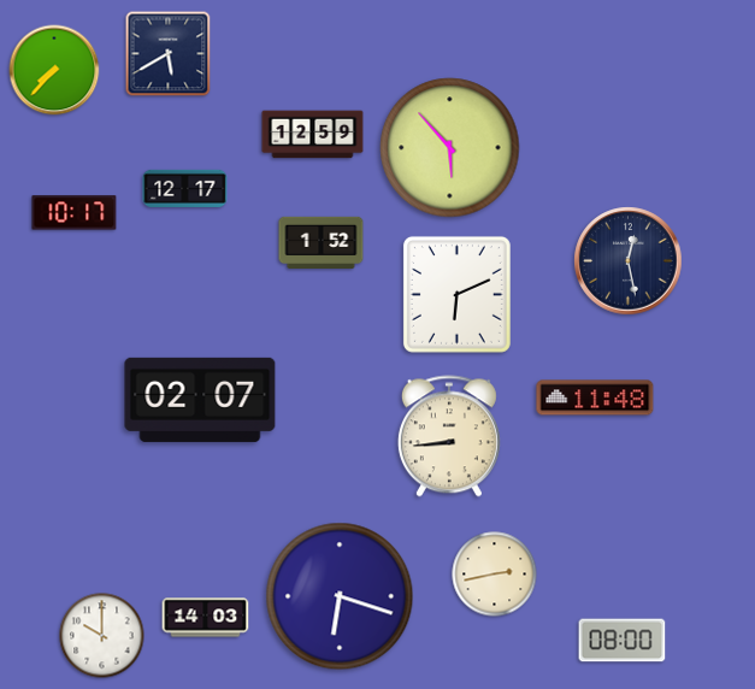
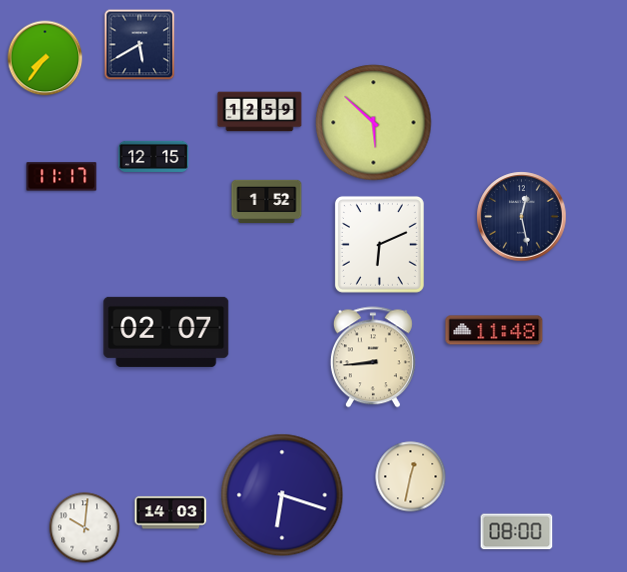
clock at (54, 70): 7:37 -> 7:36
clock at (450, 148): 5:53 -> 5:52
clock at (185, 188): 12:17 -> 12:15
clock at (75, 213): 10:17 -> 11:17
clock at (449, 436) position: (449, 436) -> (373, 357)
clock at (495, 575): 2:43 -> 12:32
clock at (102, 636): 10:00 -> 10:01
